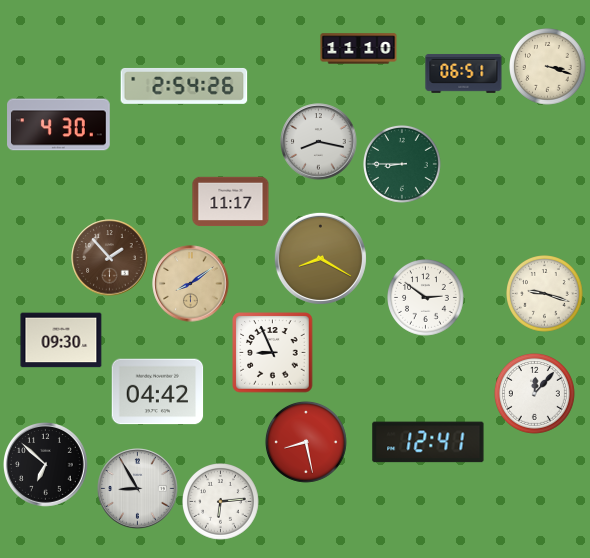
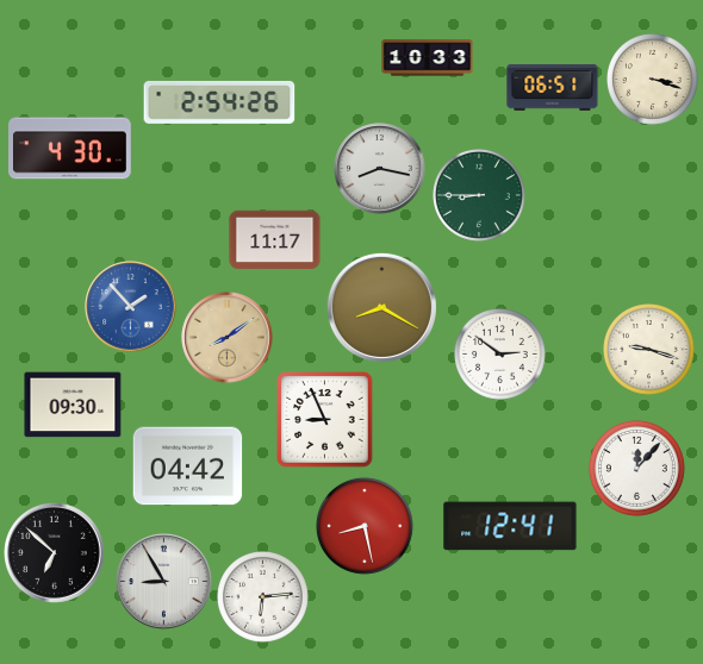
clock at (359, 49): 11:10 -> 10:33
clock at (110, 258) dial: brown -> blue
clock at (426, 298) position: (426, 298) -> (500, 355)
